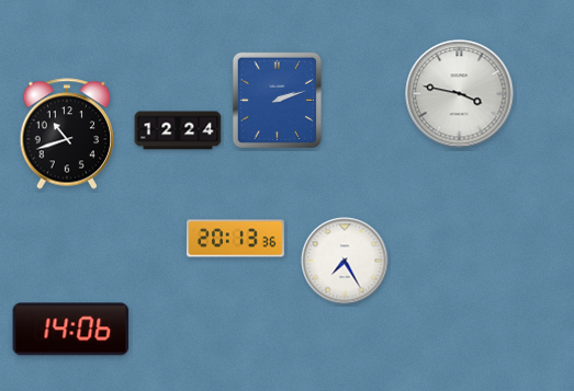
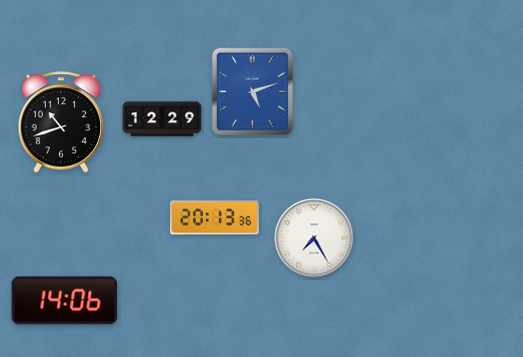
clock at (460, 94): 3:47 -> none
clock at (277, 100): 2:12 -> 5:12
clock at (178, 130): 12:24 -> 12:29
